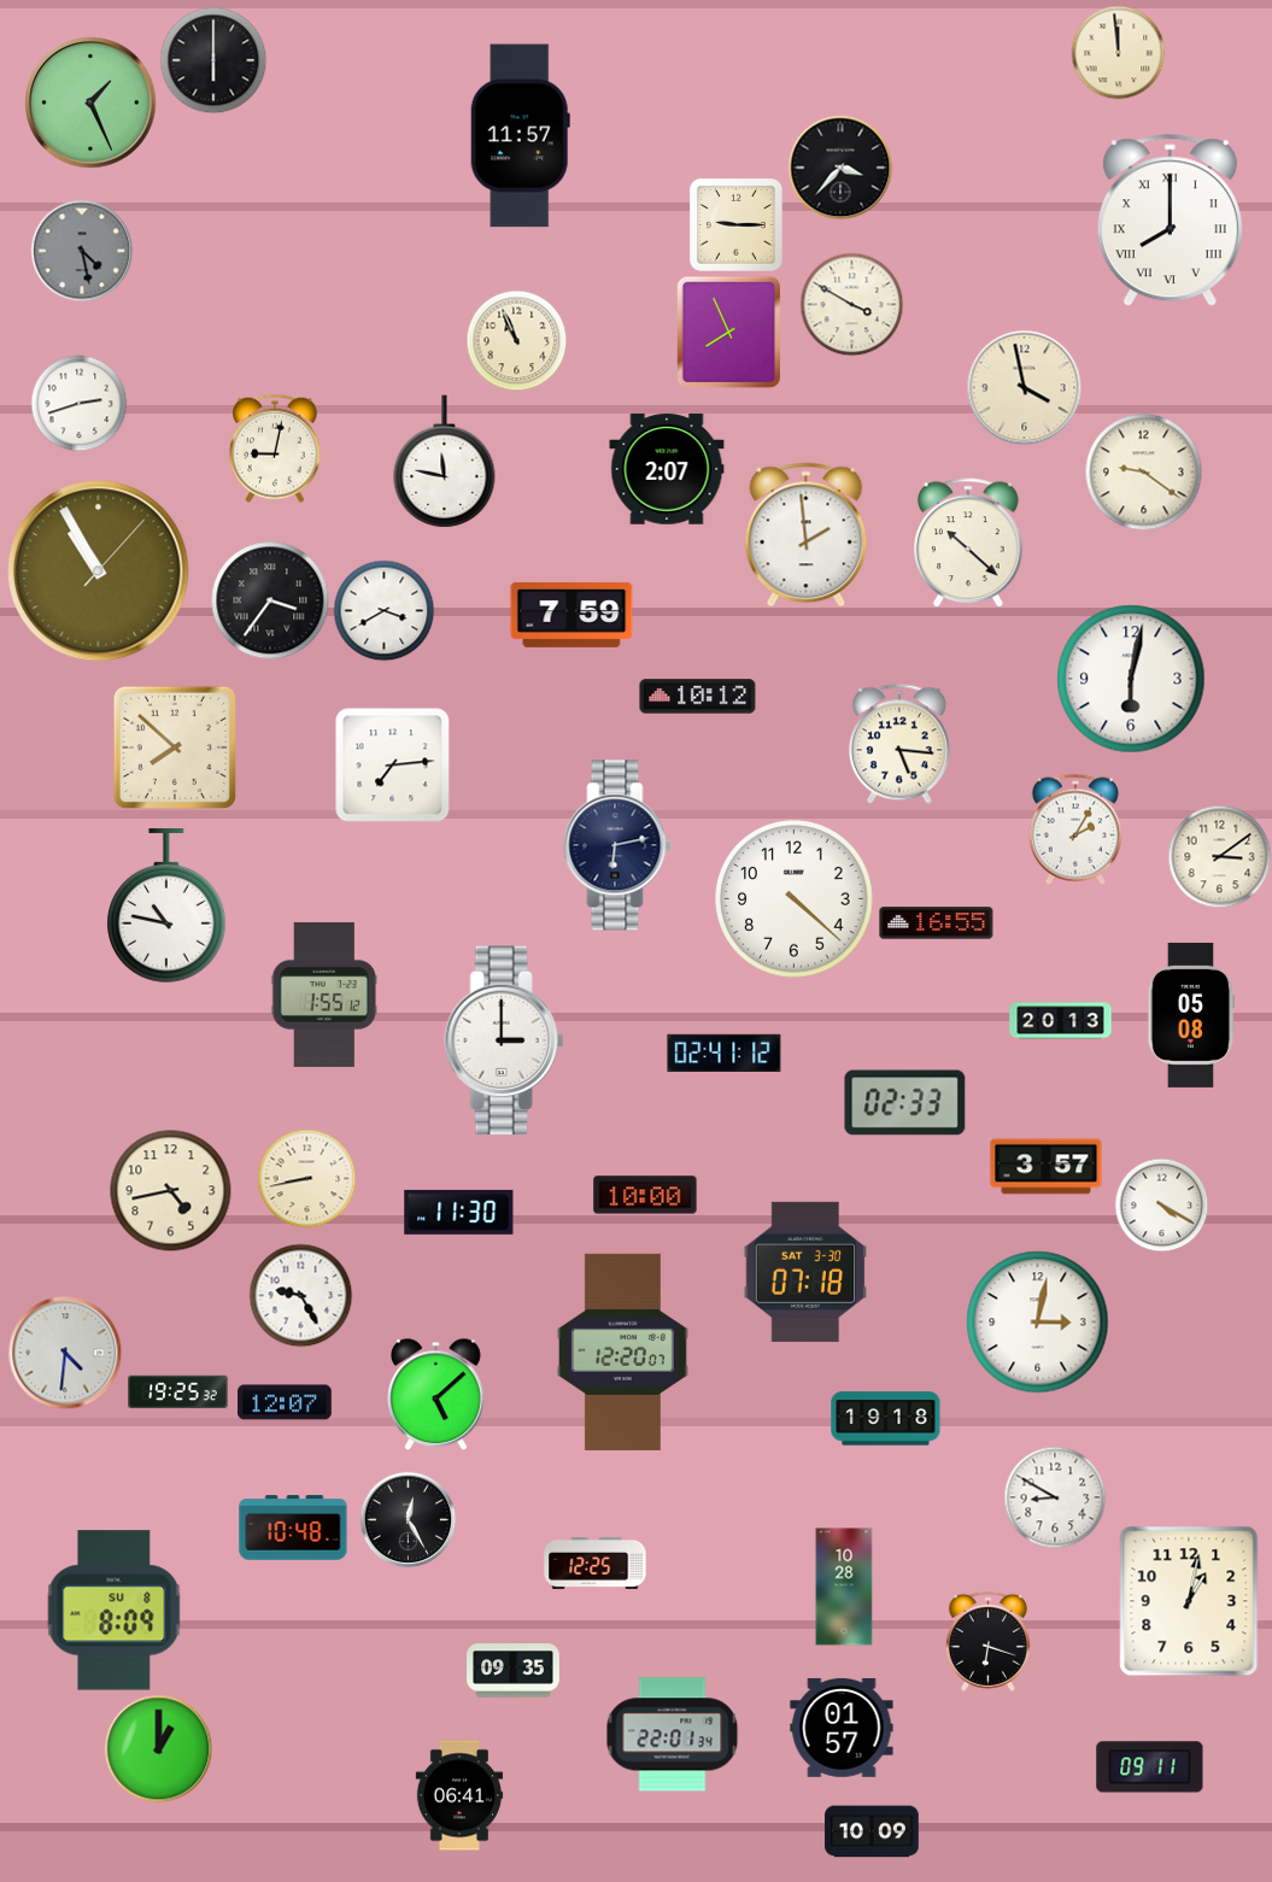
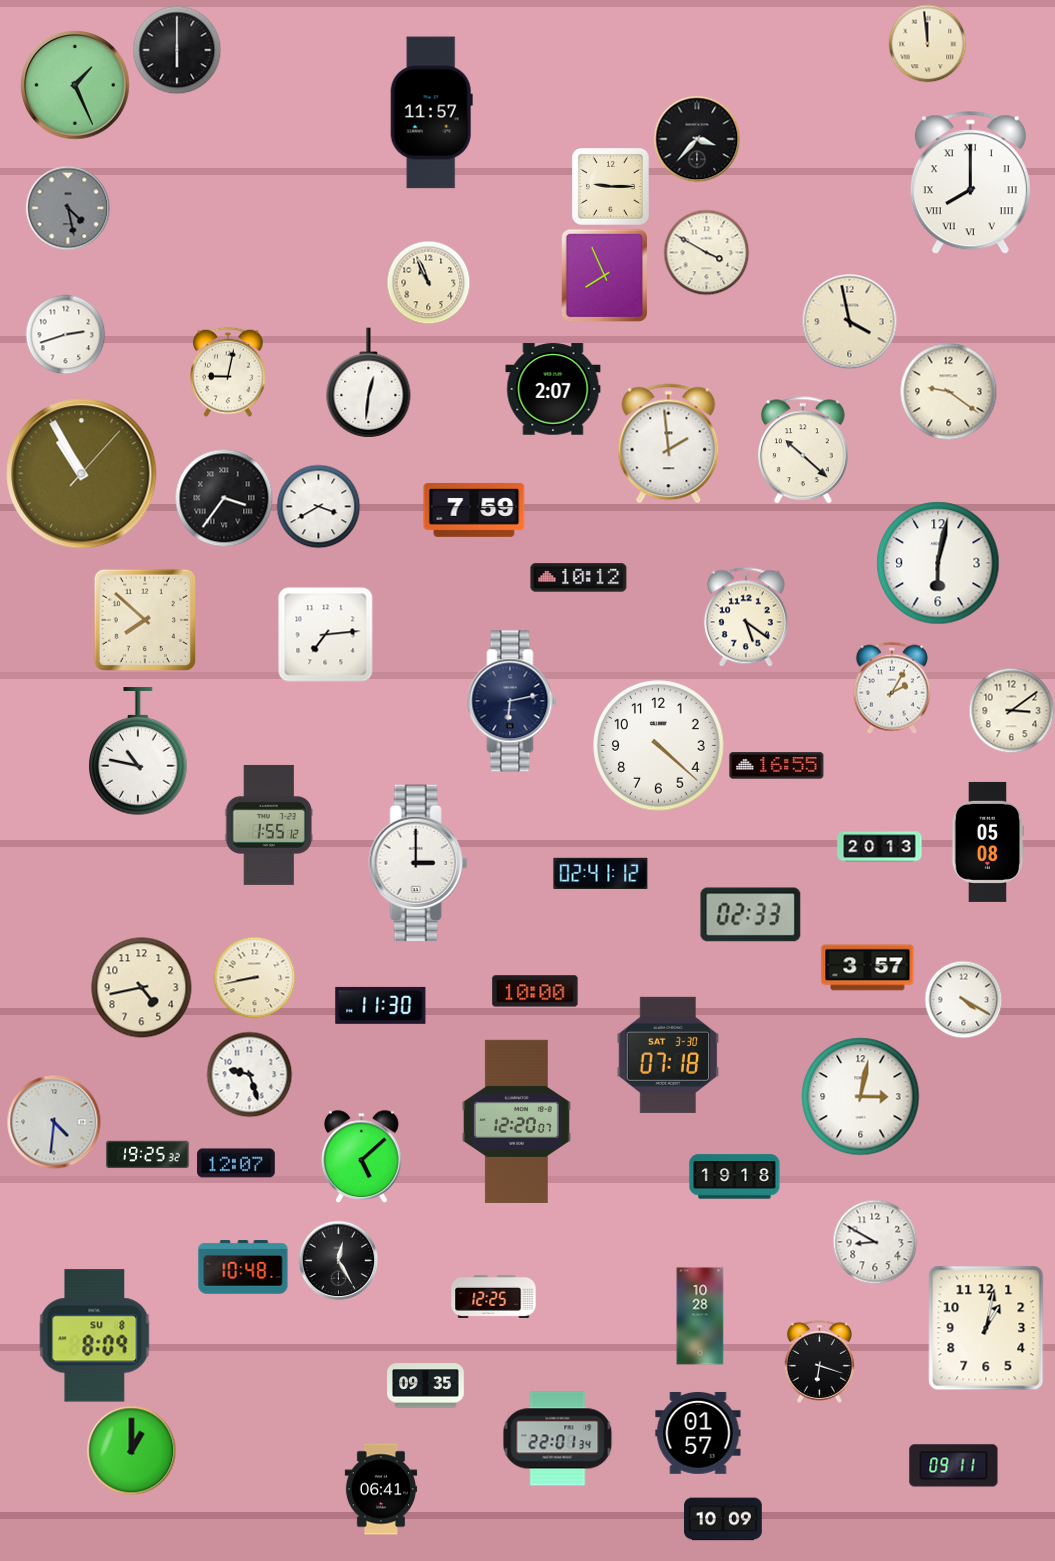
clock at (445, 462): 11:47 -> 12:31
clock at (899, 744): 5:16 -> 5:21
clock at (300, 1295): 9:25 -> 9:27
